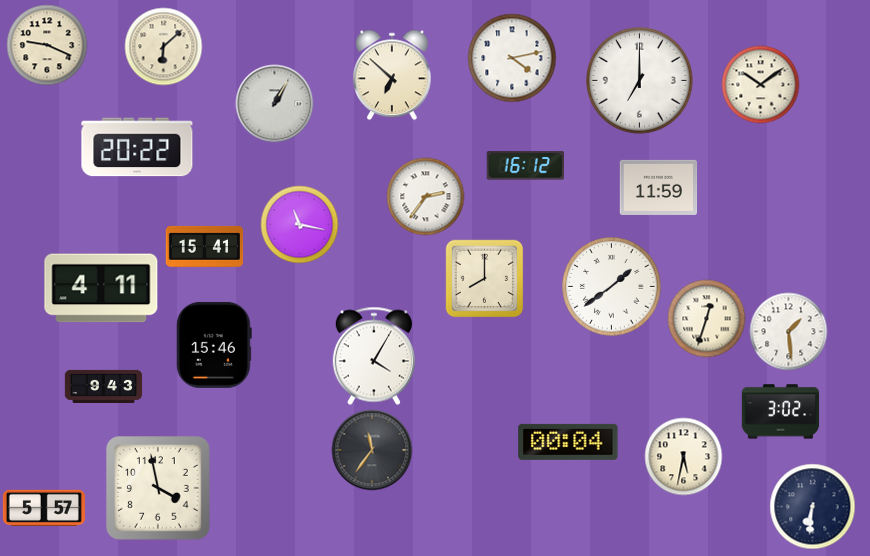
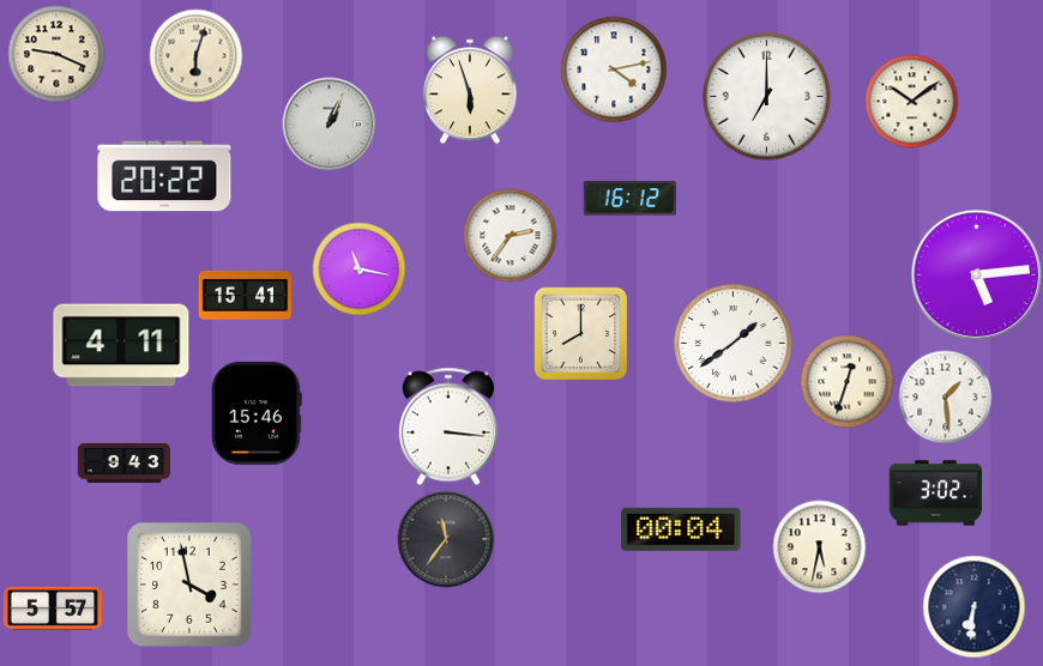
clock at (163, 46): 6:08 -> 6:03
clock at (392, 75): 6:52 -> 5:57
clock at (274, 103): 1:05 -> 1:04
clock at (658, 187): 11:59 -> none
clock at (976, 274): none -> 5:14
clock at (374, 356): 4:05 -> 3:16
